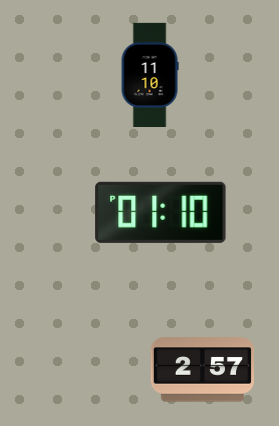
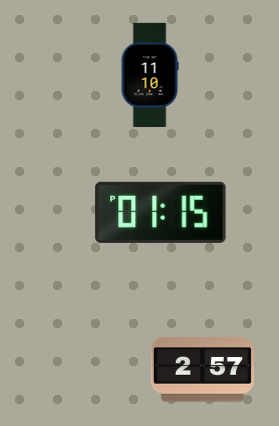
clock at (161, 212): 01:10 -> 01:15
